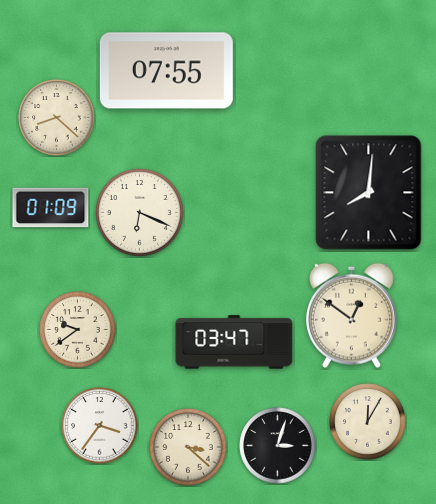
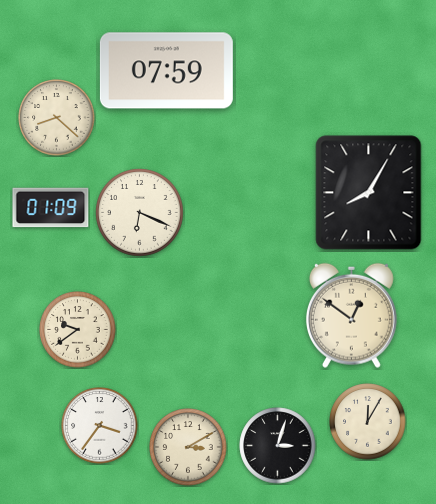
clock at (166, 71): 07:55 -> 07:59
clock at (369, 193): 8:01 -> 8:05
clock at (234, 342): 03:47 -> none
clock at (188, 447): 3:22 -> 3:10
